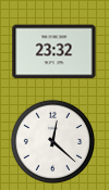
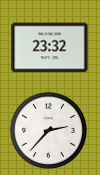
clock at (52, 141): 12:22 -> 2:37
